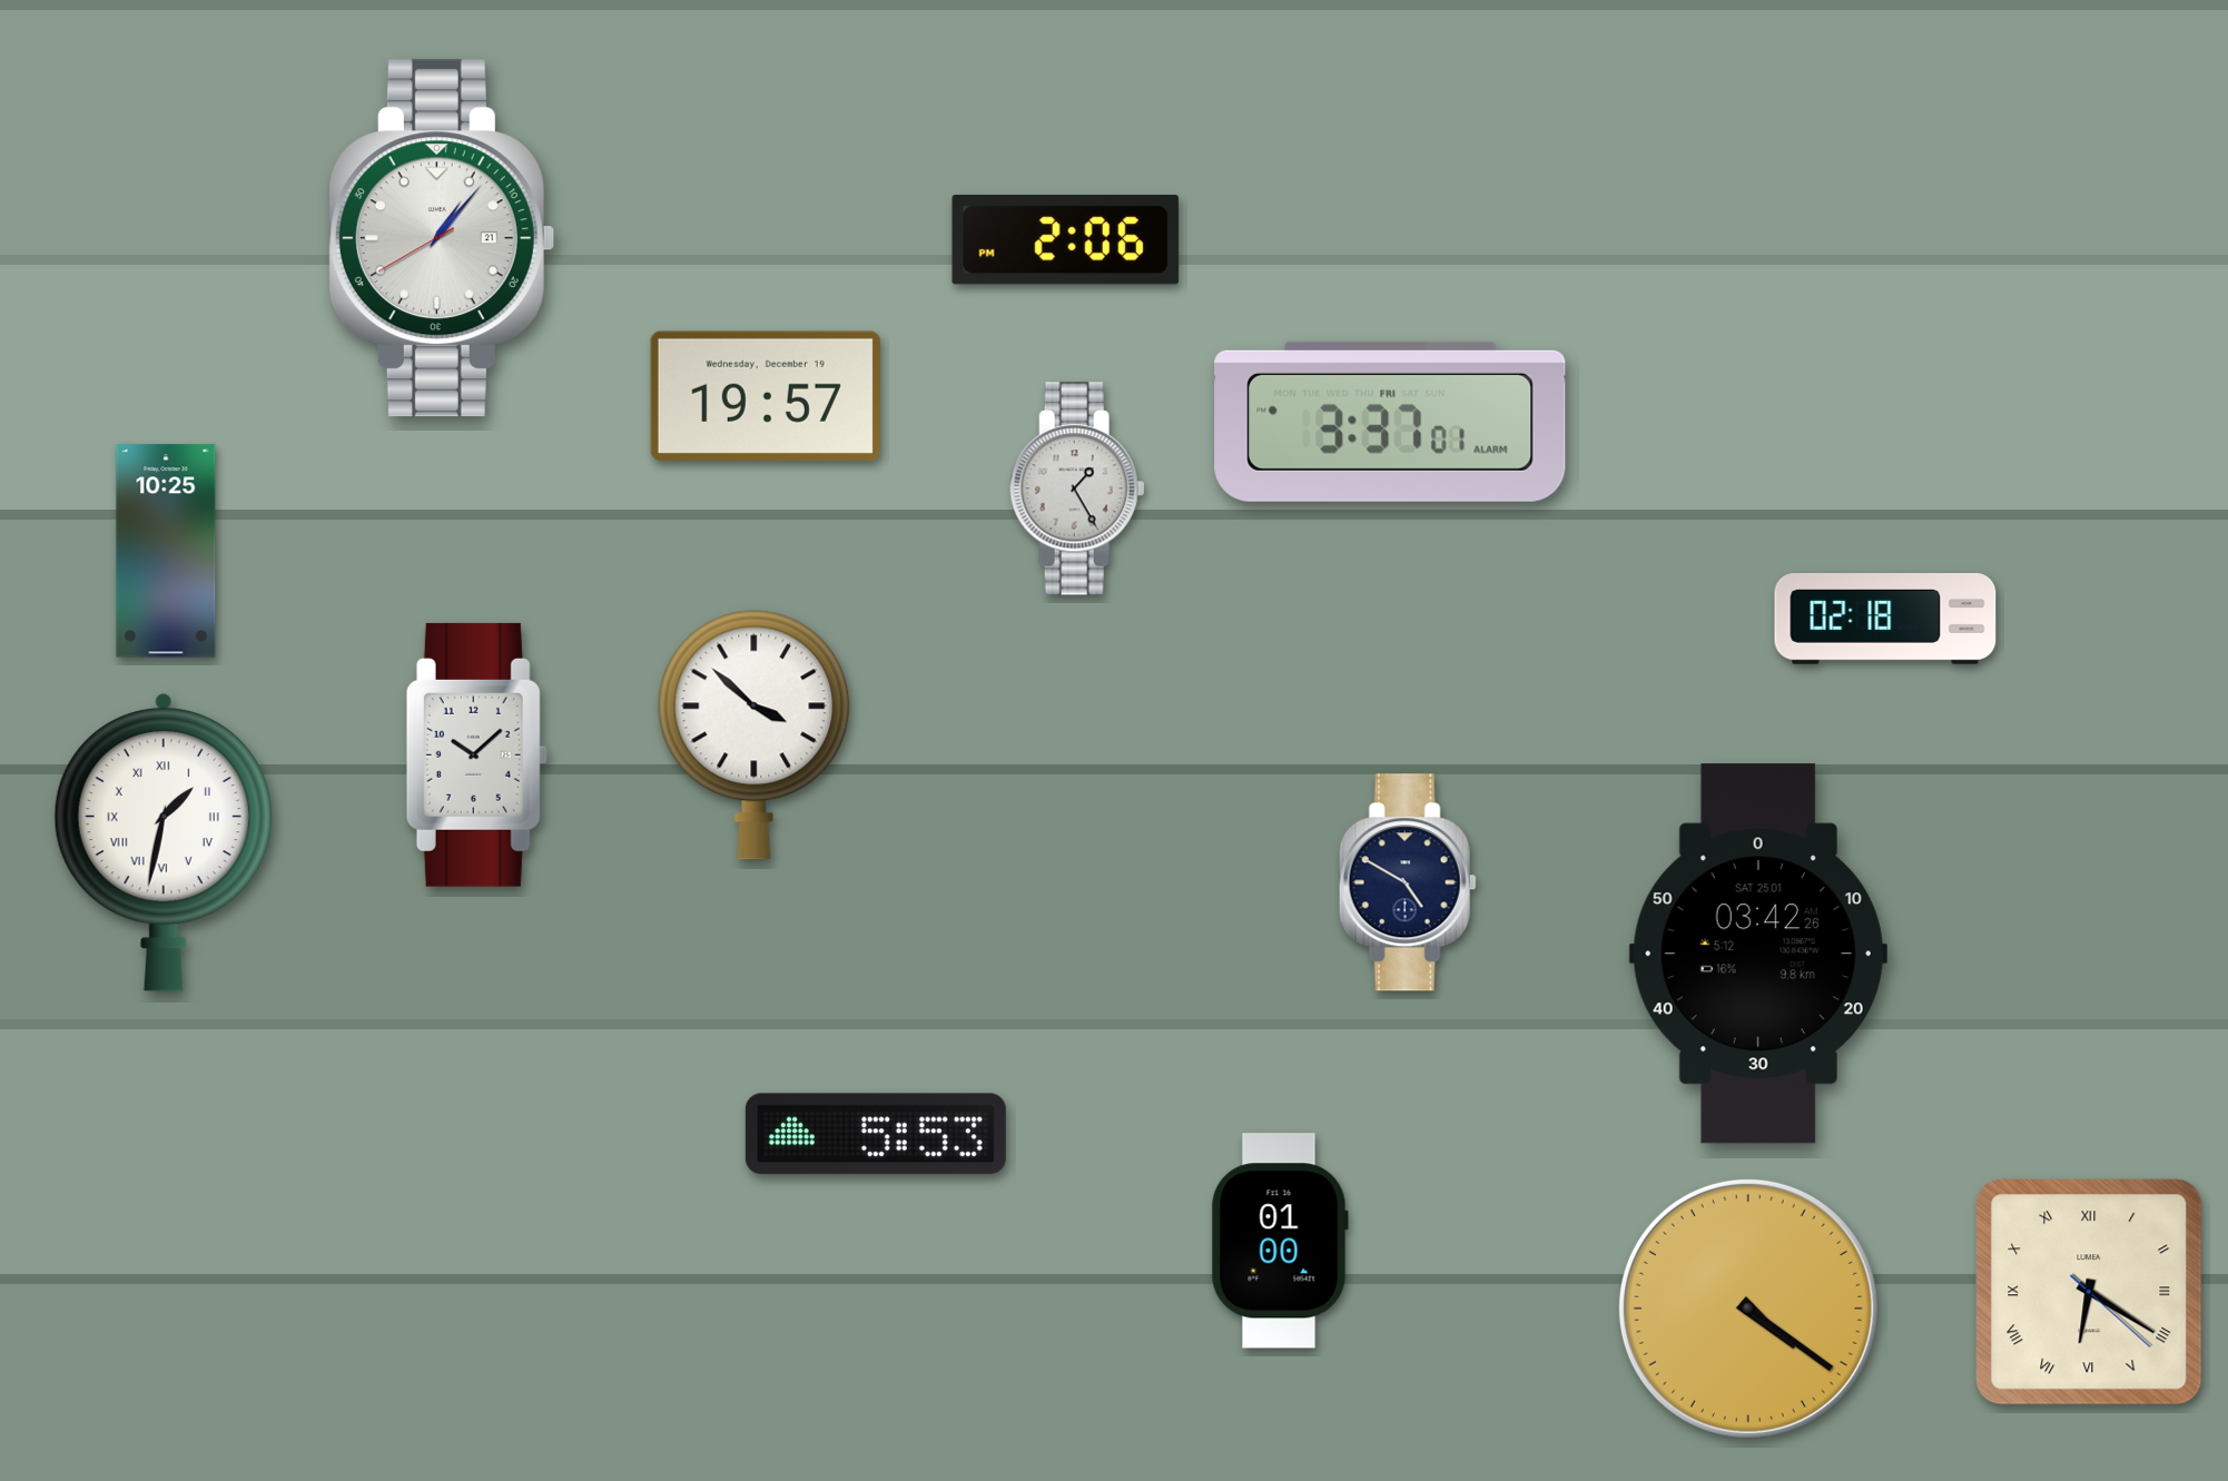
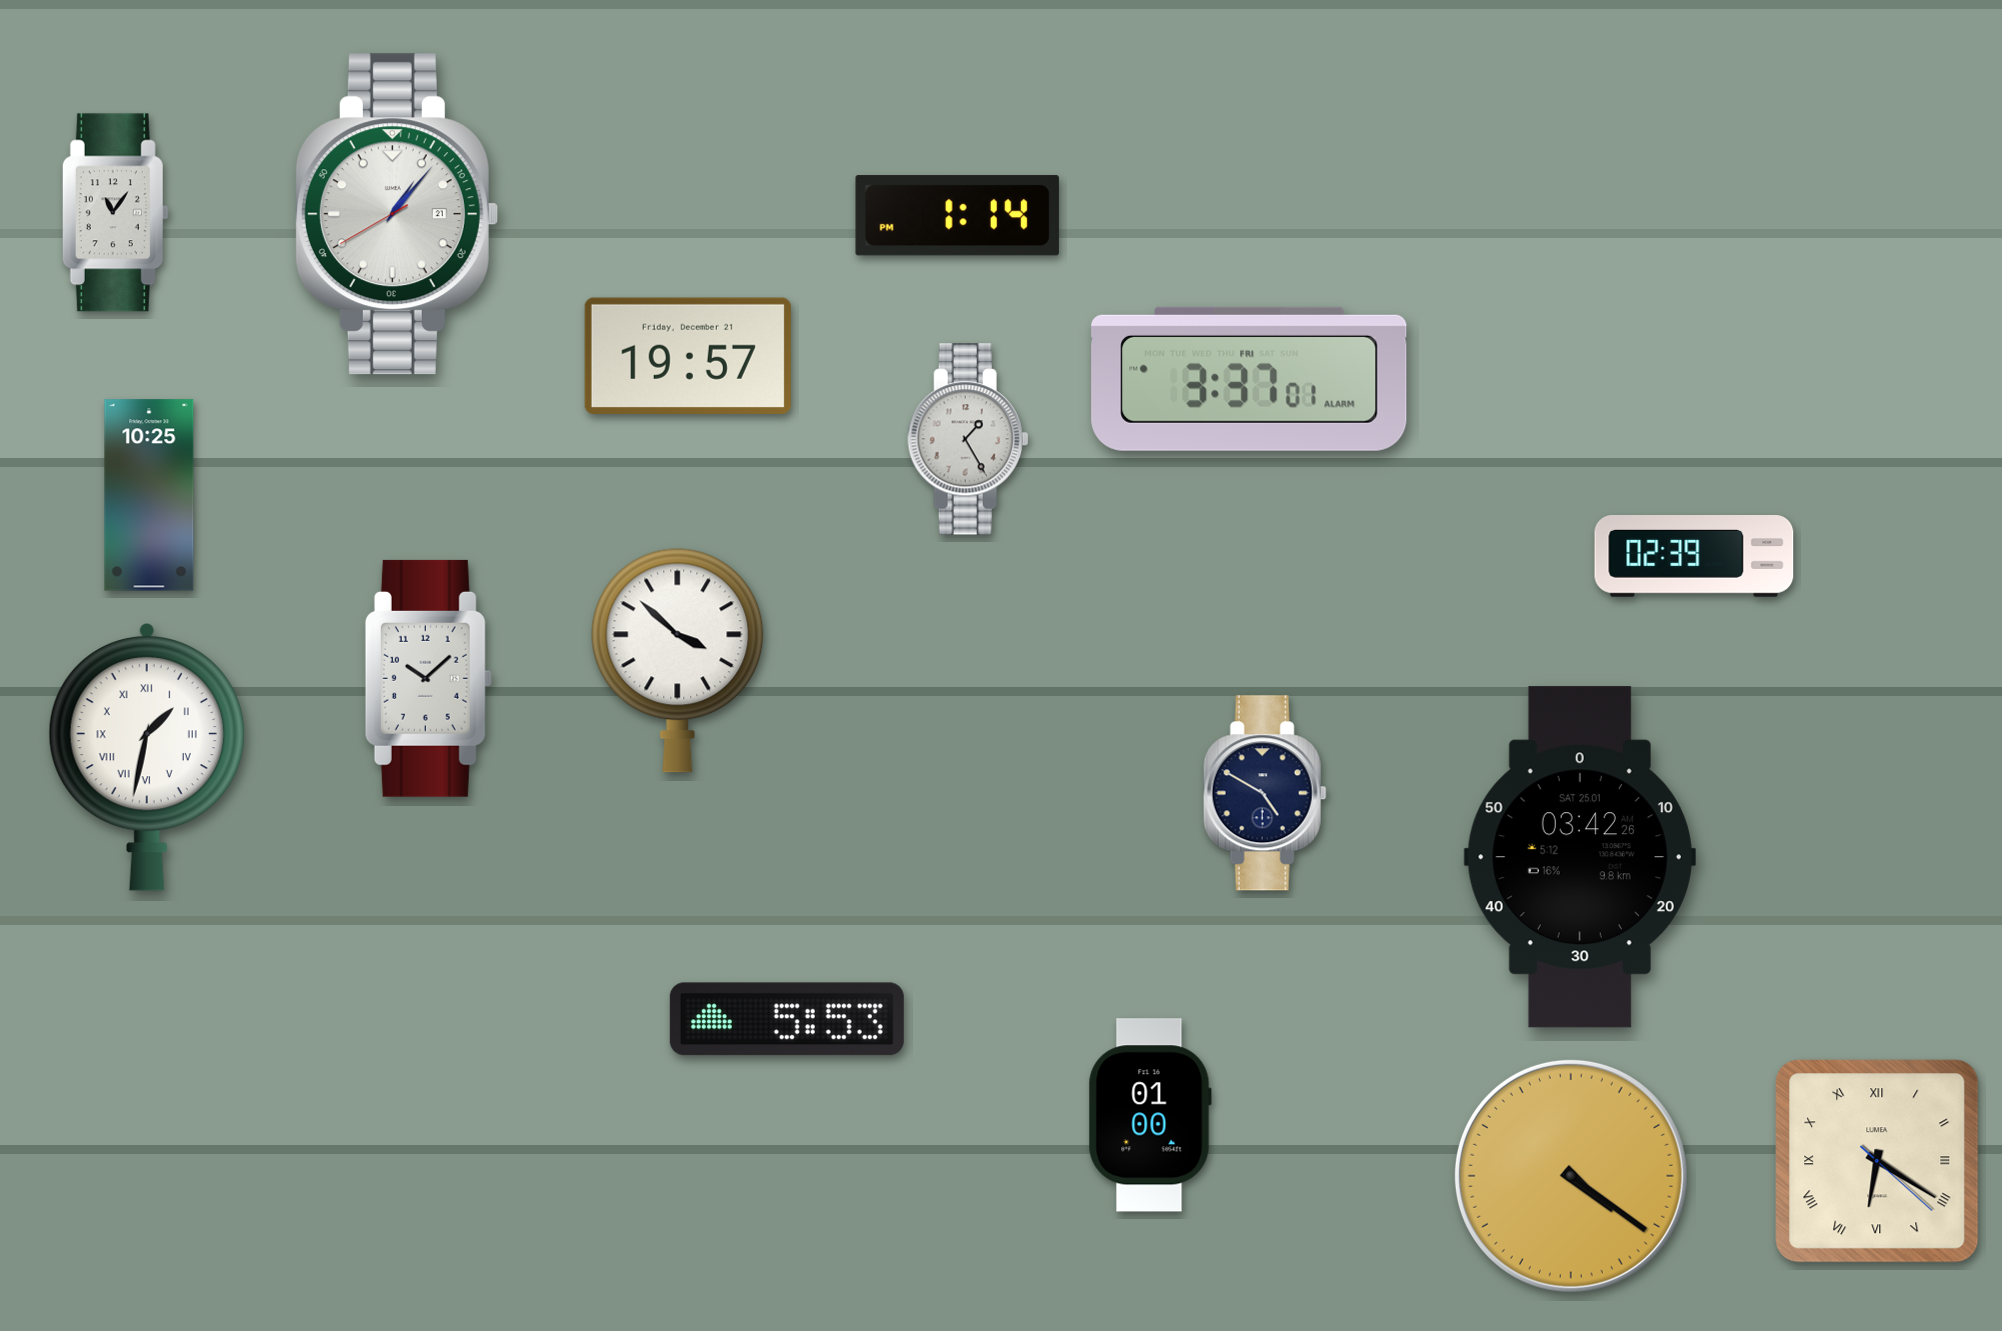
clock at (115, 213): none -> 11:06
clock at (1065, 240): 2:06 -> 1:14
clock at (766, 396) date: Wednesday, December 19 -> Friday, December 21
clock at (1885, 620): 02:18 -> 02:39
